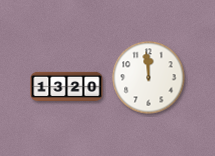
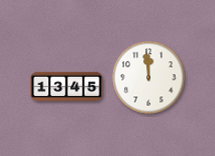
clock at (67, 86): 13:20 -> 13:45
